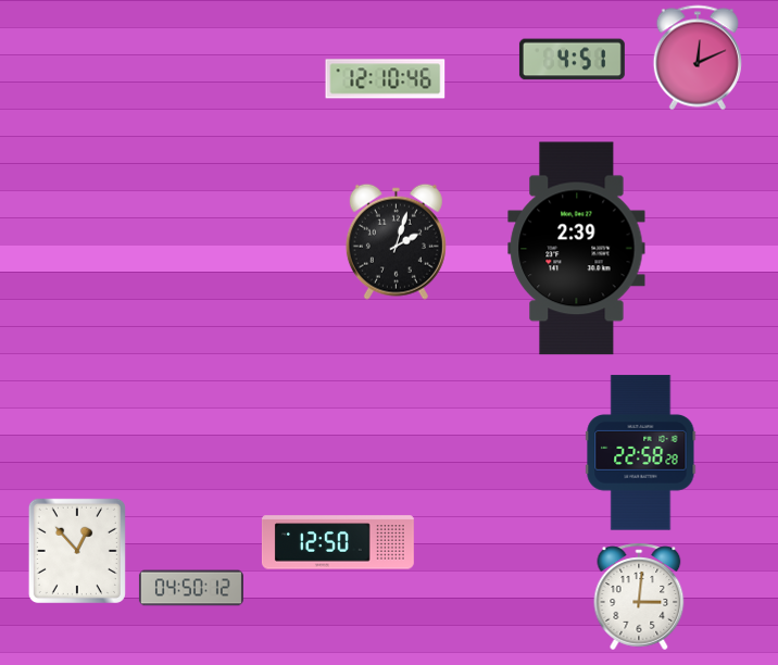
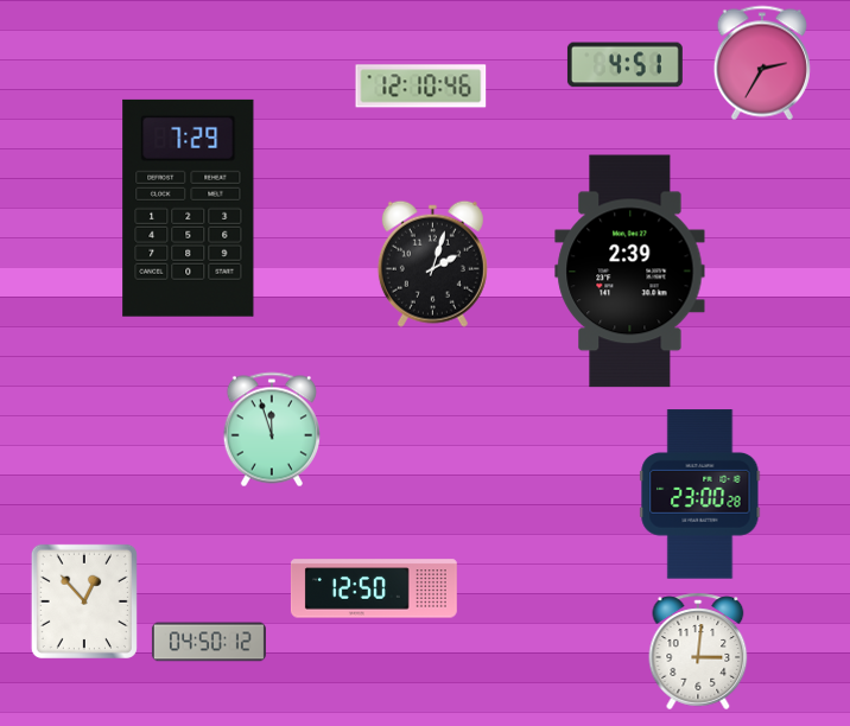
clock at (698, 58): 12:11 -> 2:35
clock at (189, 208): none -> 7:29
clock at (272, 429): none -> 11:57
clock at (641, 453): 22:58 -> 23:00
clock at (338, 542) position: (338, 542) -> (374, 588)
